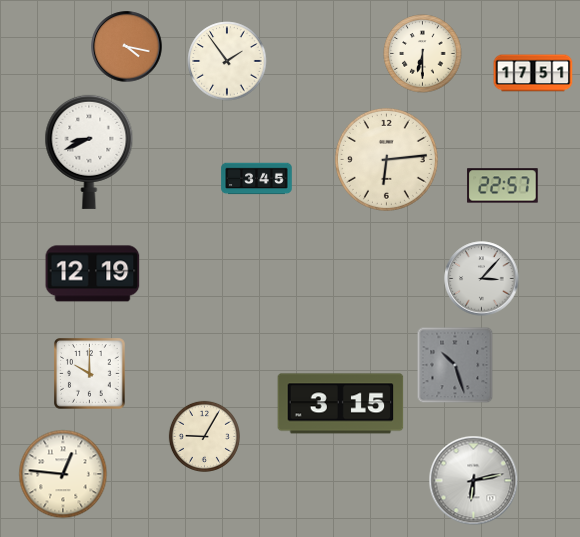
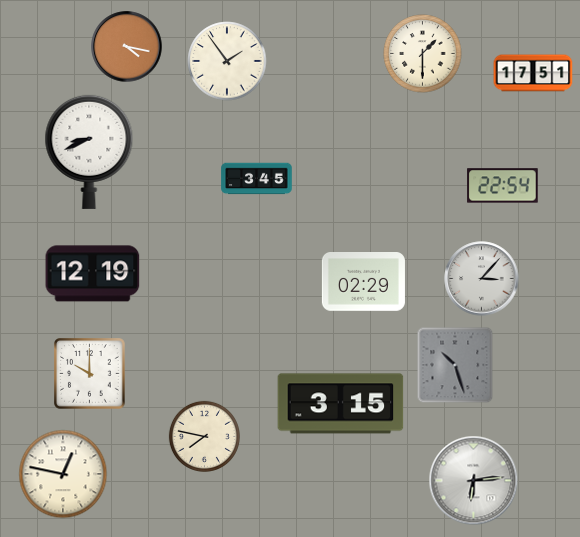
clock at (423, 54): 6:30 -> 1:30
clock at (386, 159): 6:14 -> none
clock at (503, 186): 22:57 -> 22:54
clock at (363, 282): none -> 02:29
clock at (204, 436): 9:05 -> 7:47
clock at (63, 474): 12:46 -> 12:47
clock at (474, 481): 6:13 -> 6:14
